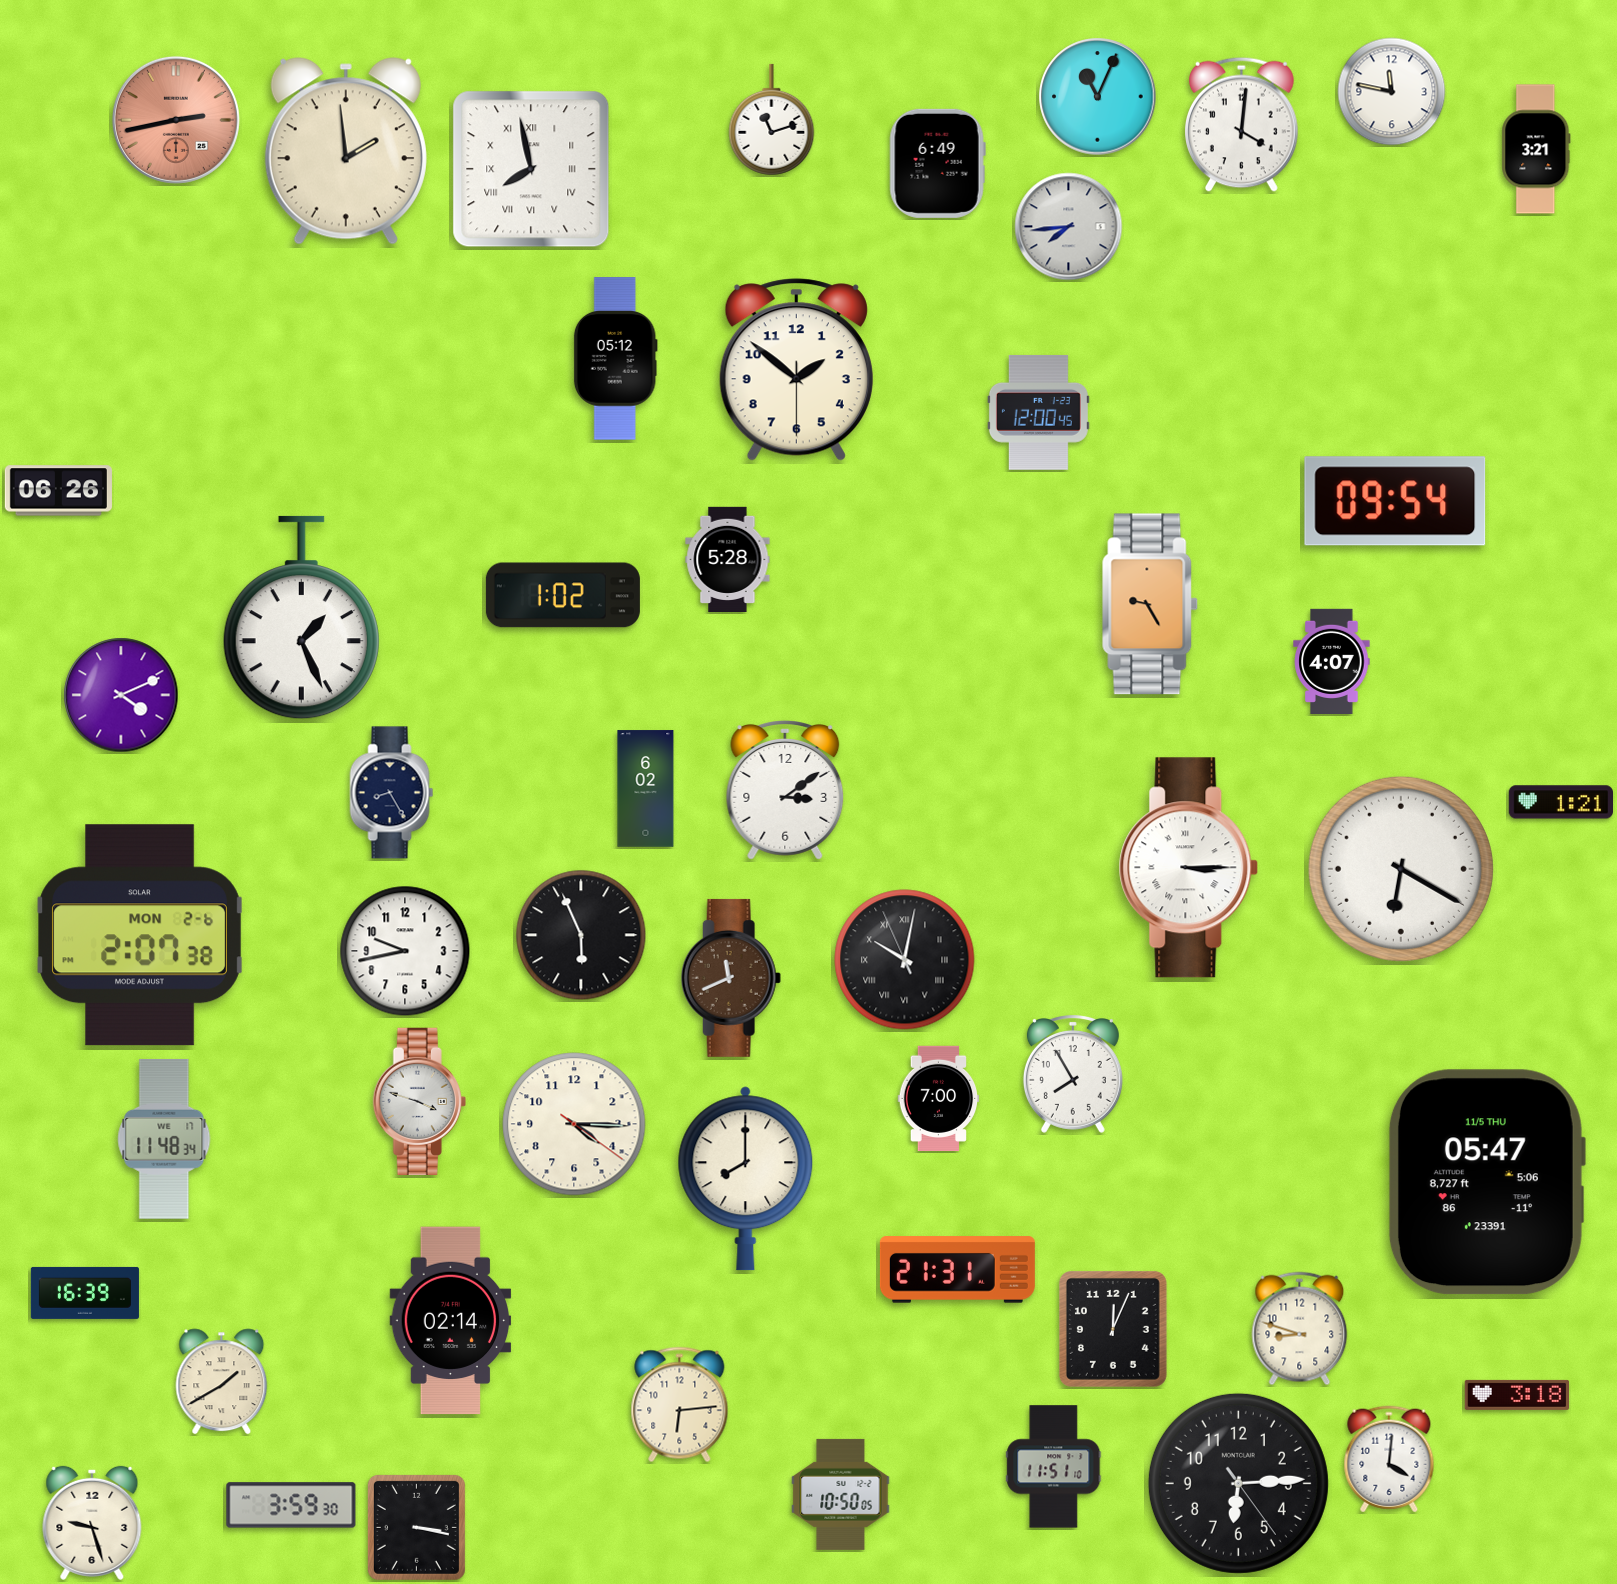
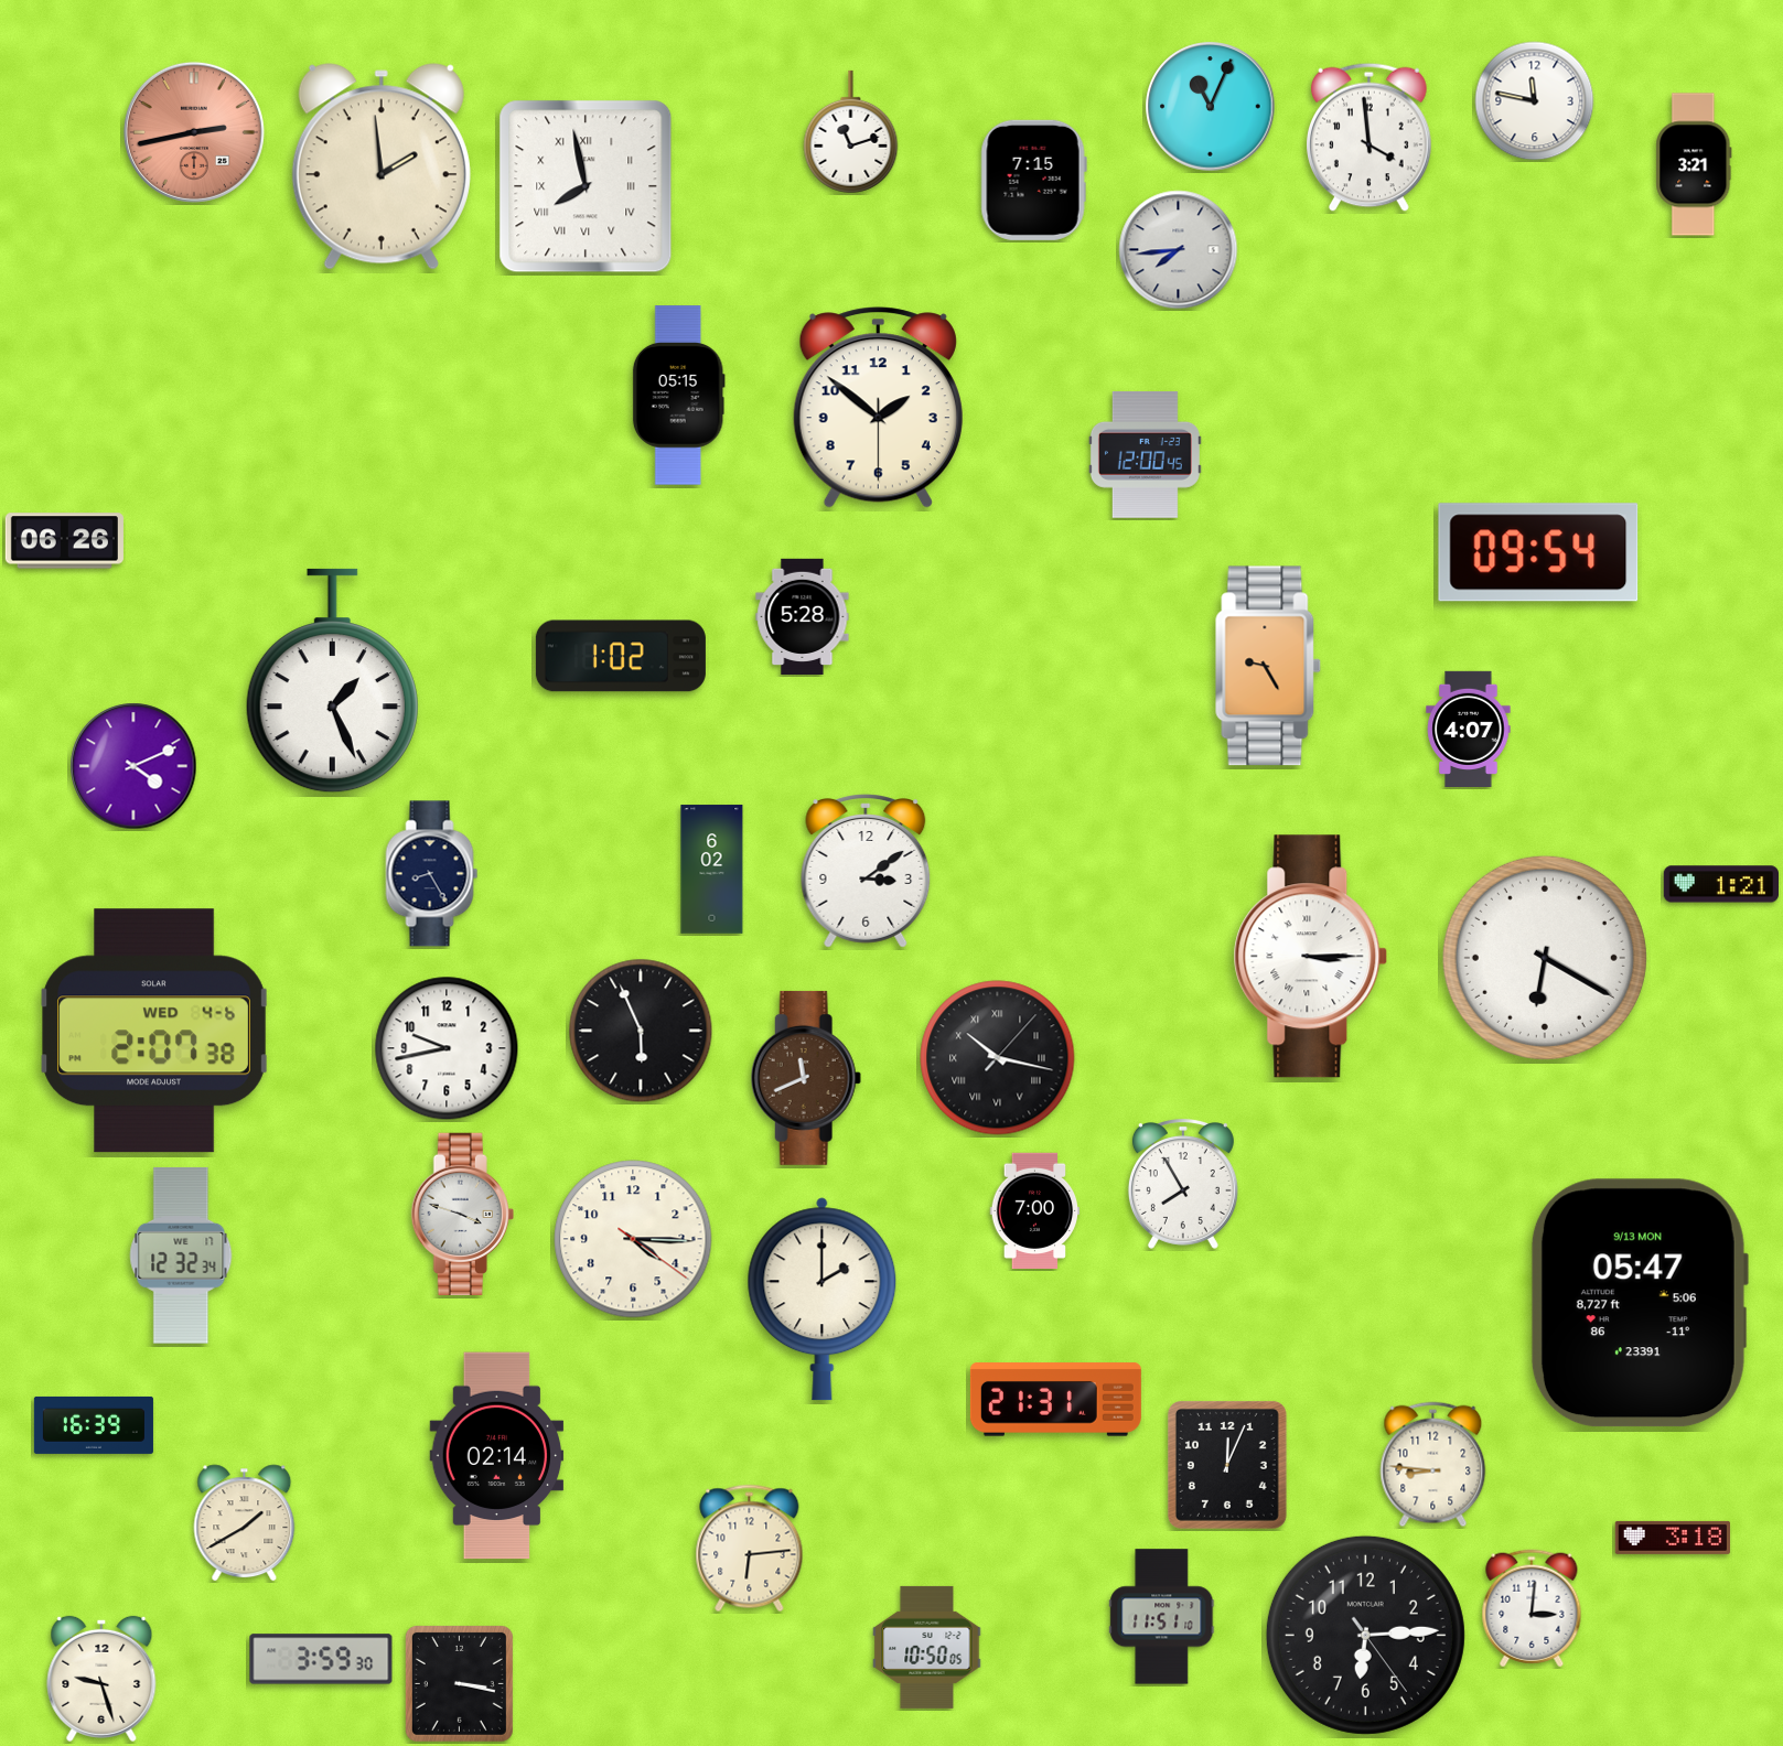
clock at (1242, 124): 4:01 -> 3:59
clock at (937, 163): 6:49 -> 7:15
clock at (615, 359): 05:12 -> 05:15
clock at (140, 935) date: MON 2-6 -> WED 4-6
clock at (905, 960): 10:01 -> 10:17
clock at (164, 1139): 11:48 -> 12:32
clock at (746, 1179): 8:00 -> 2:00
clock at (1486, 1182) date: 11/5 THU -> 9/13 MON
clock at (1300, 1329): 8:48 -> 8:46
clock at (1389, 1459): 4:01 -> 3:01
